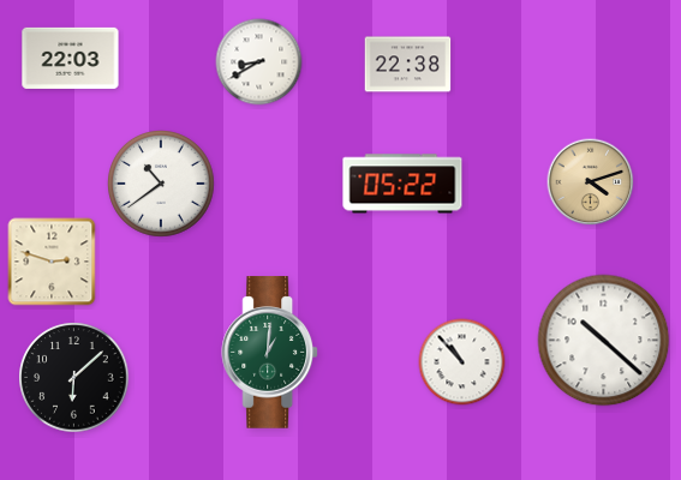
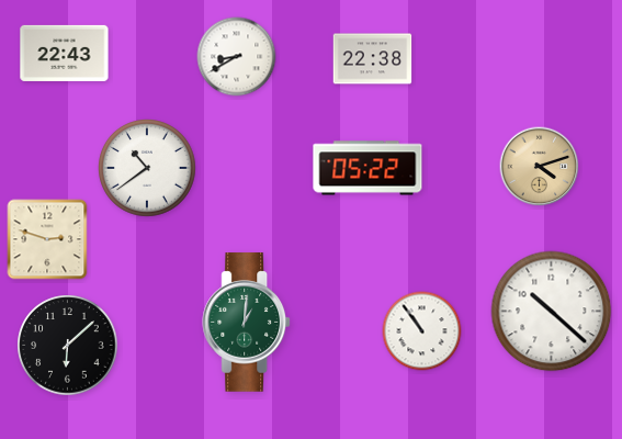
clock at (71, 58): 22:03 -> 22:43
clock at (462, 362): 10:53 -> 10:54
